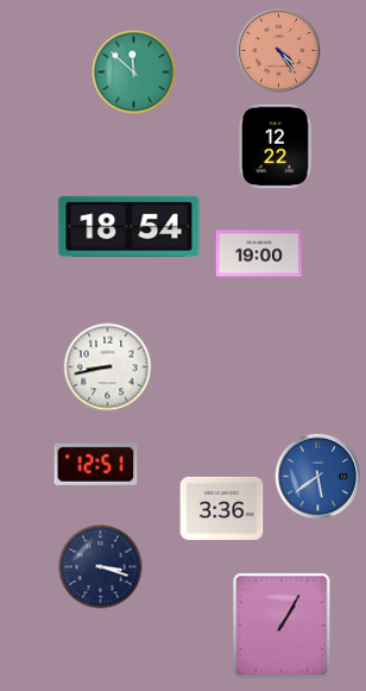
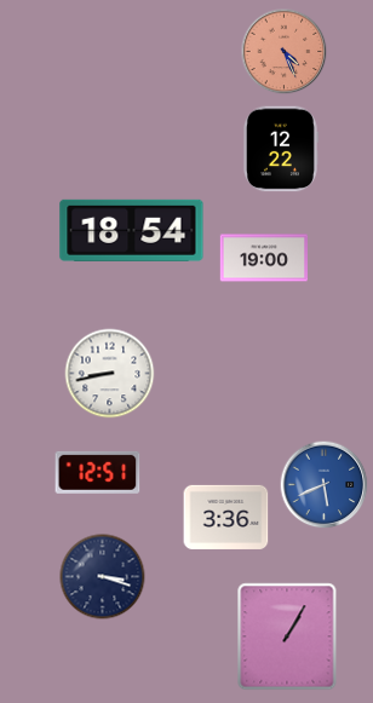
clock at (279, 51): 4:24 -> 4:26
clock at (134, 73): 11:52 -> none
clock at (318, 477): 5:39 -> 5:41
